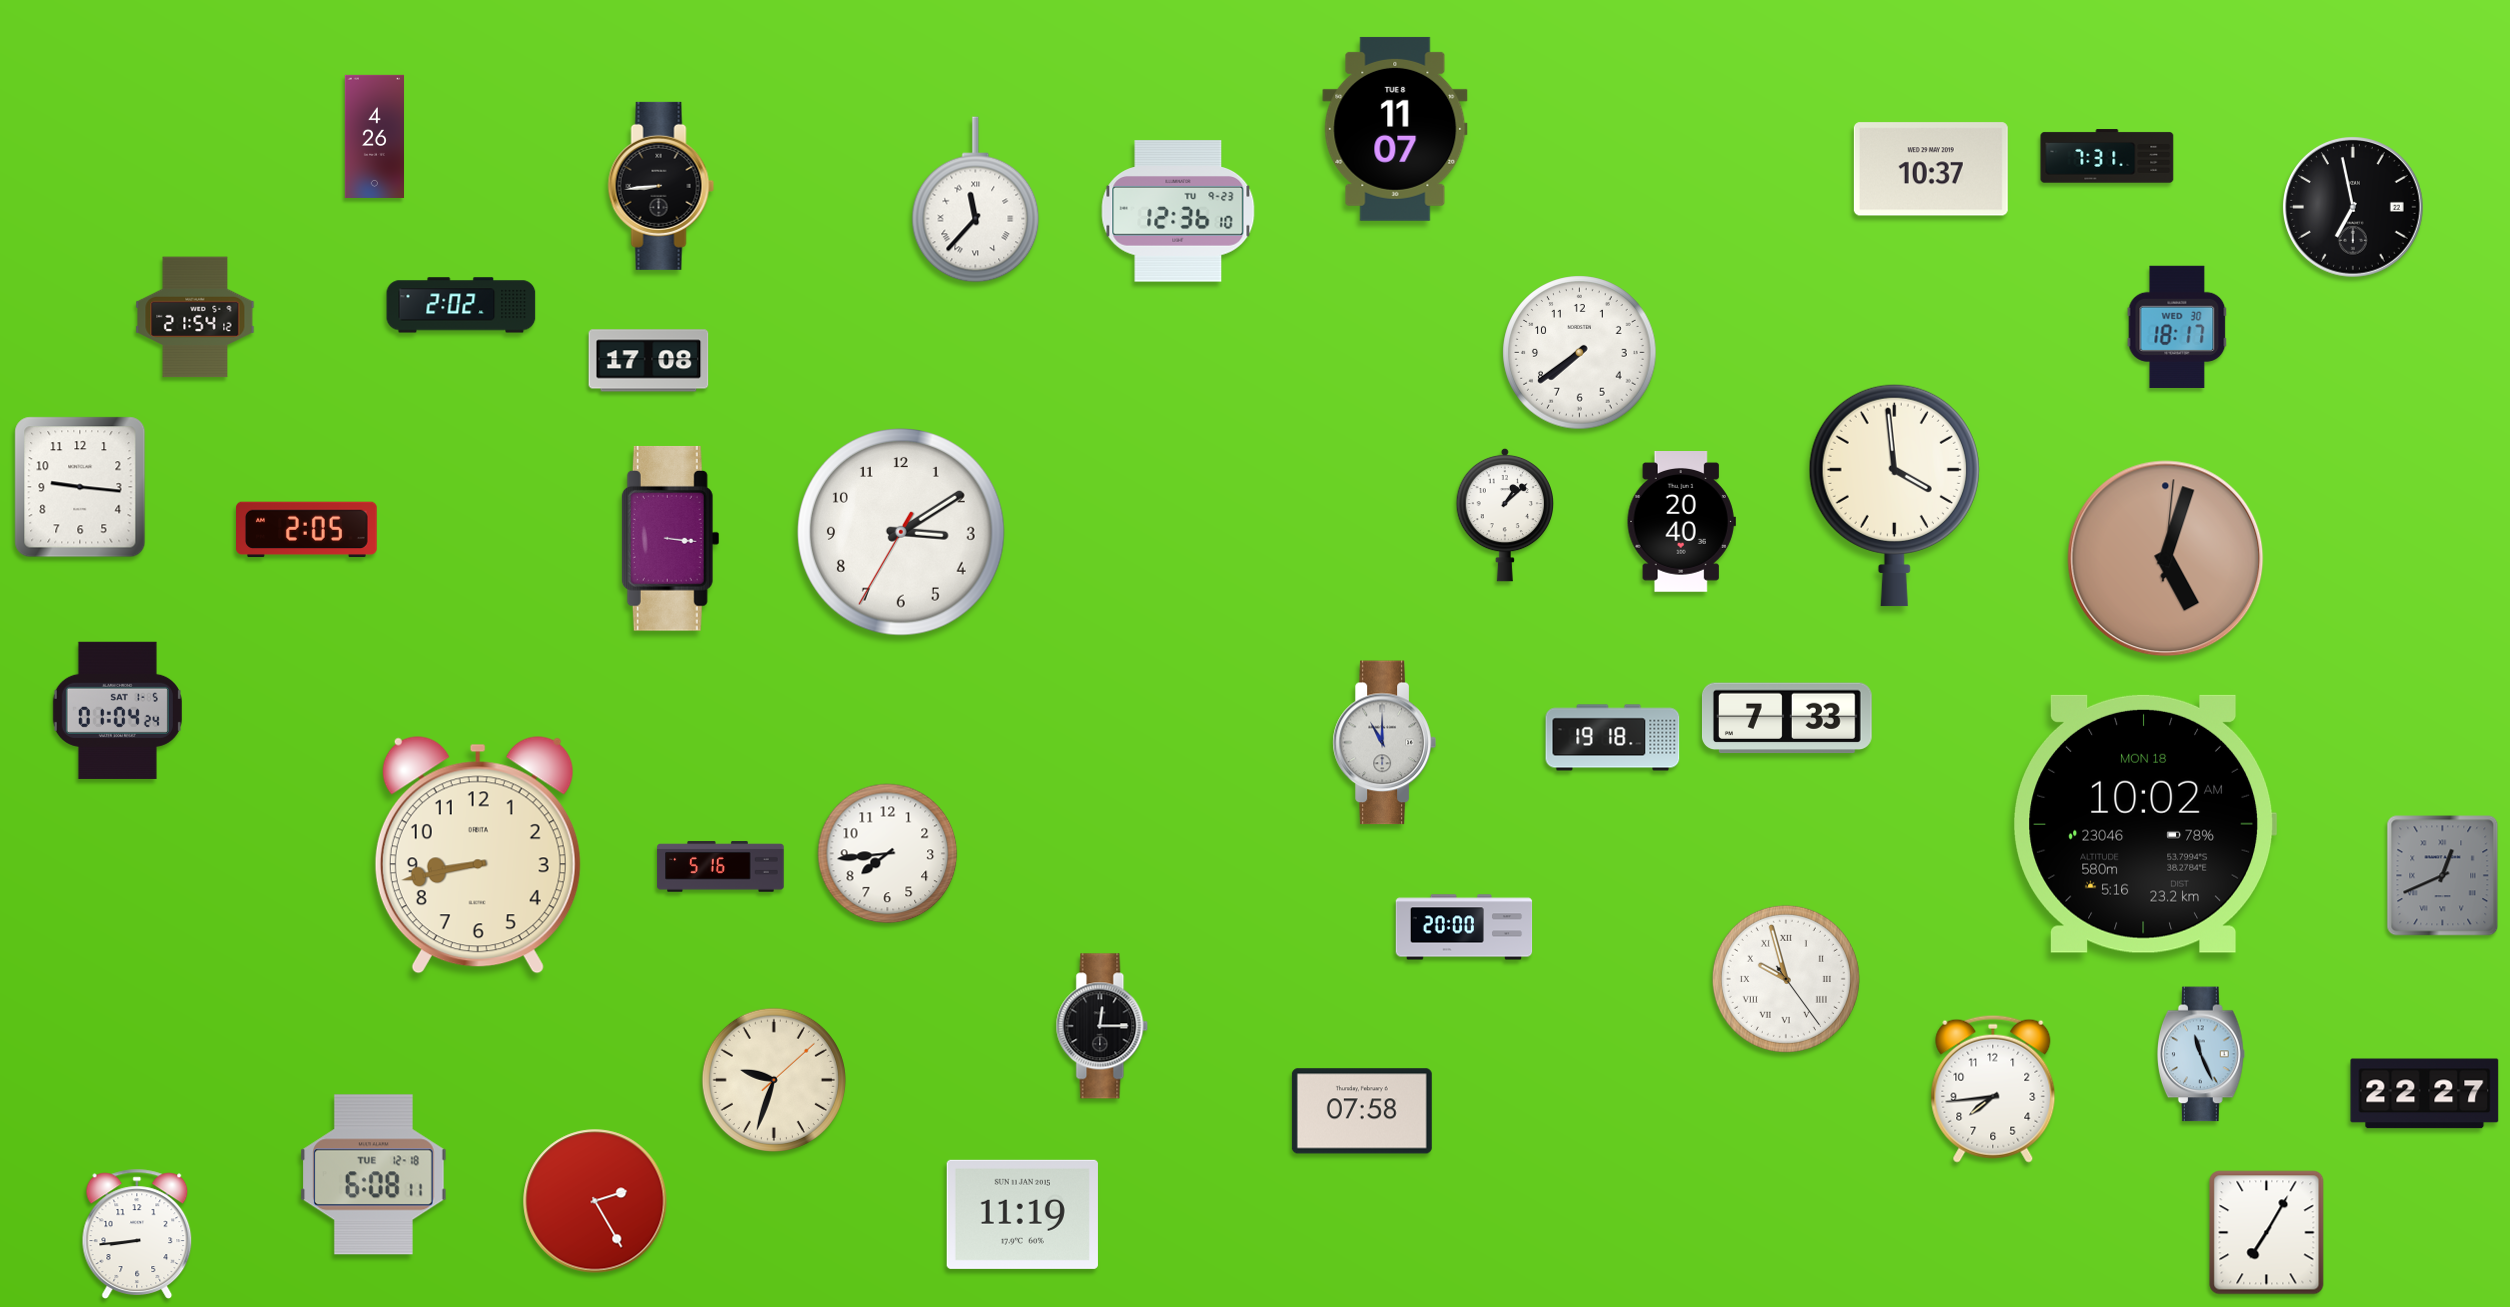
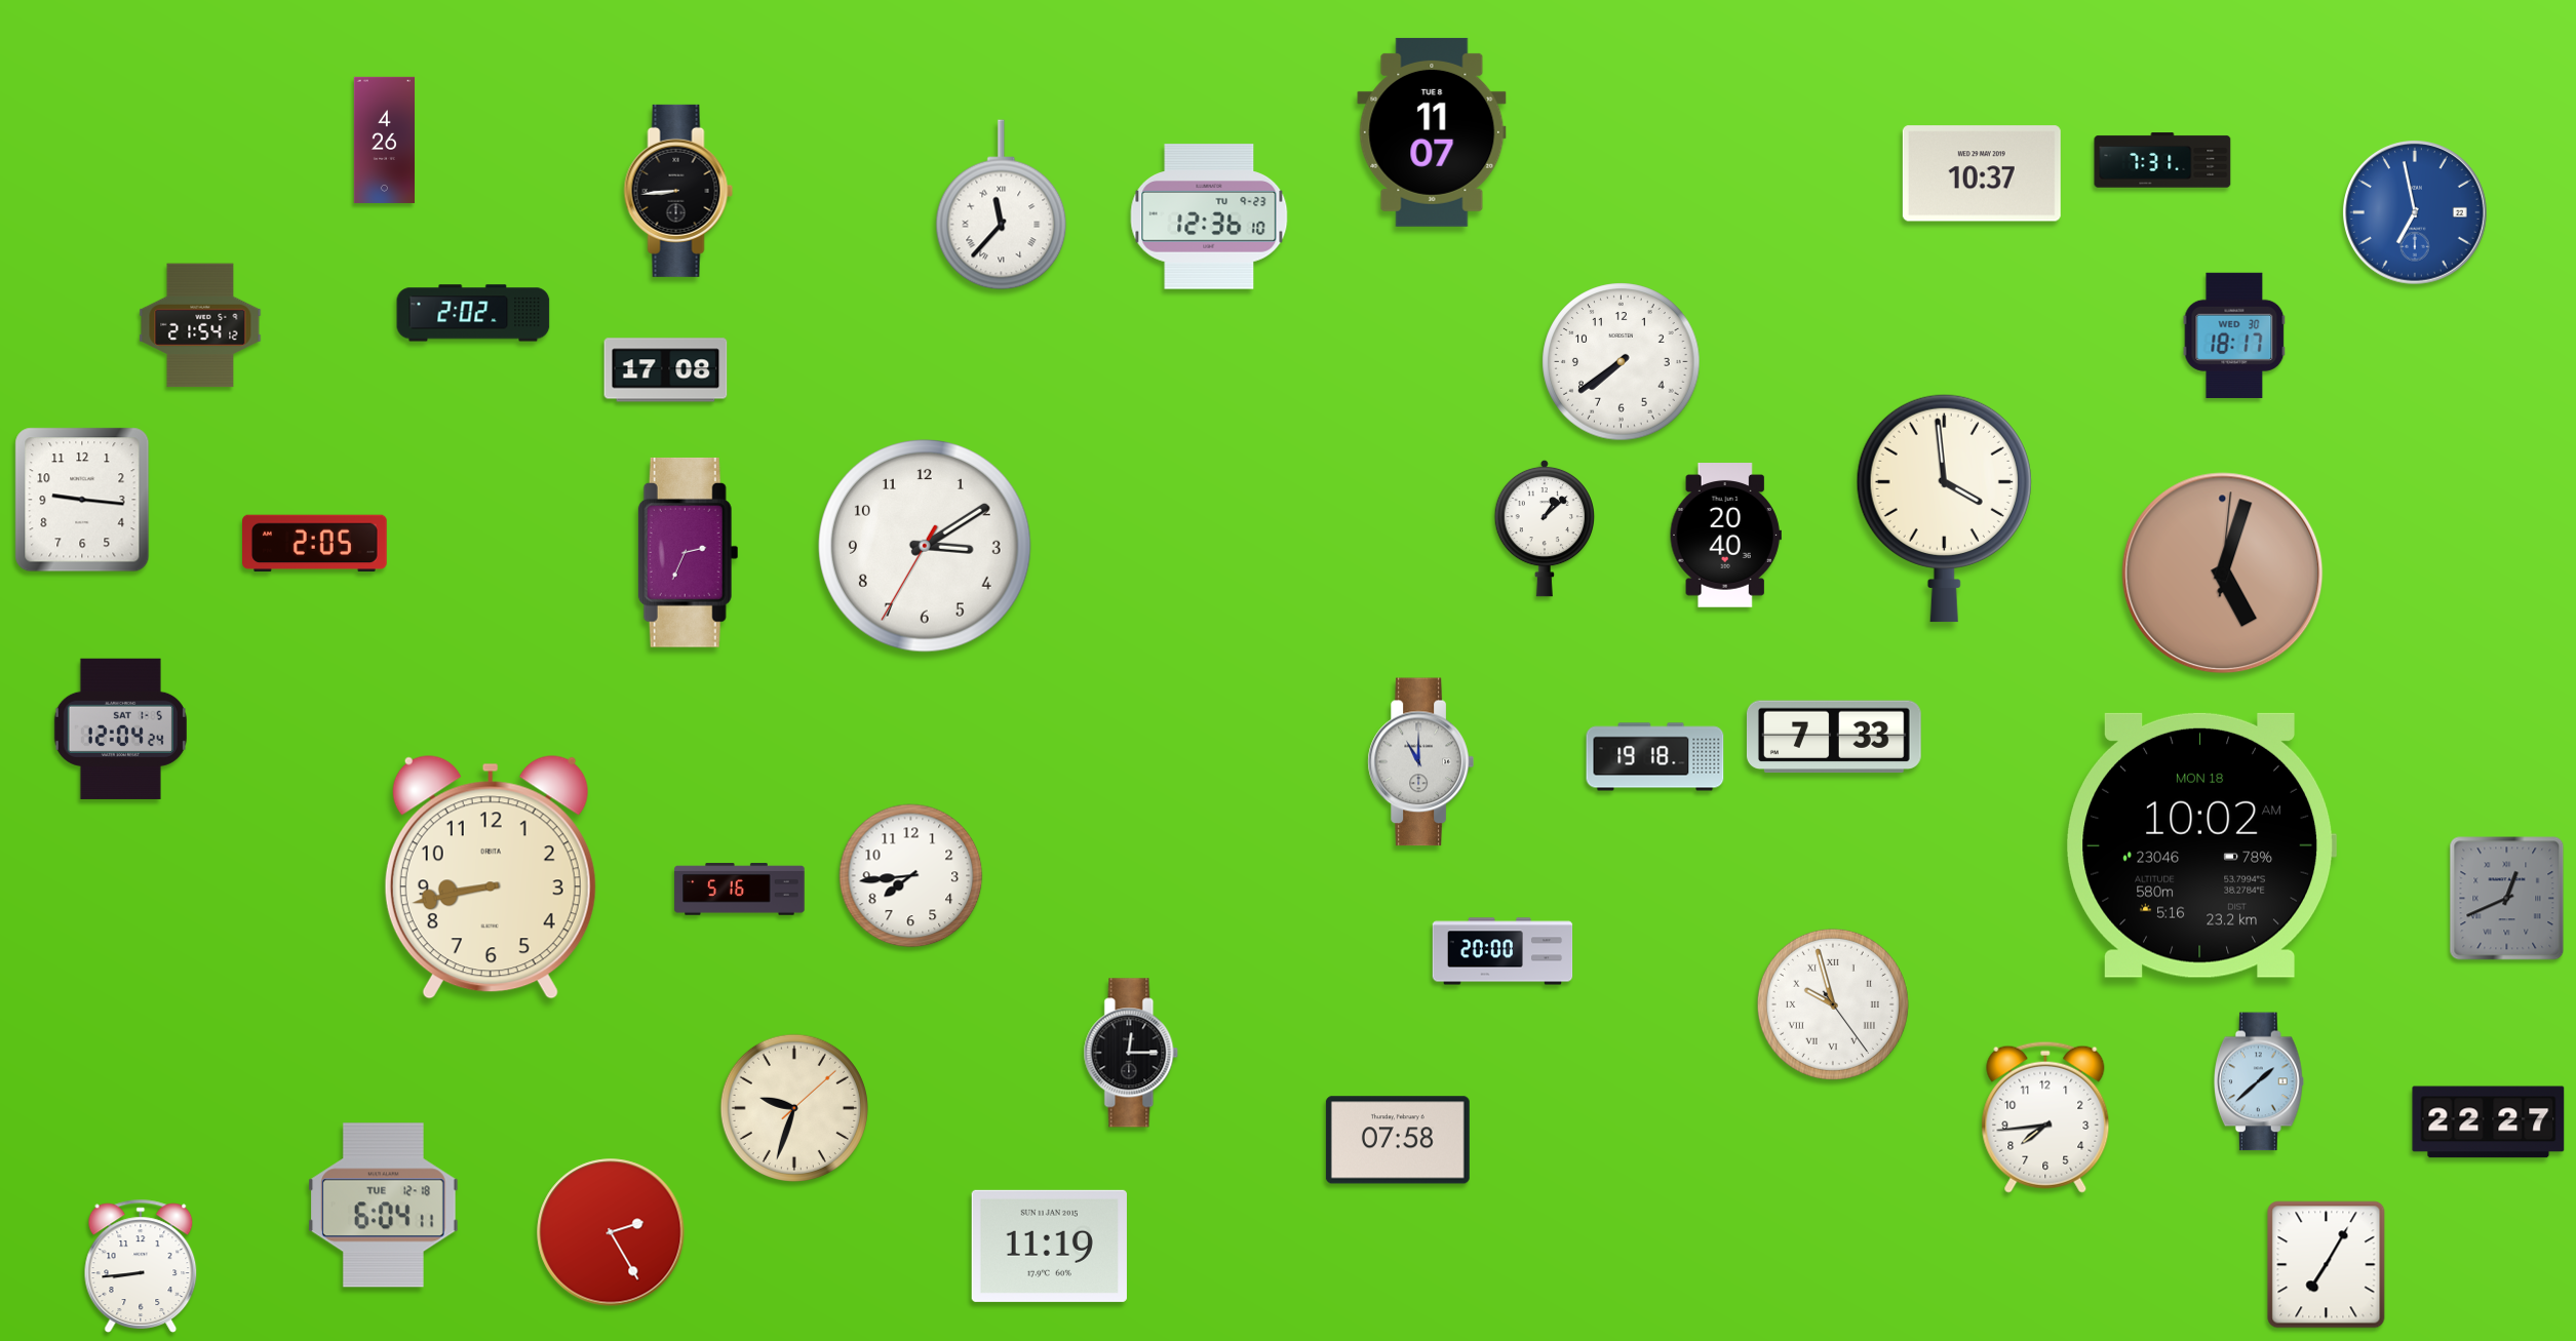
clock at (2354, 208) dial: black -> blue
clock at (670, 539): 3:16 -> 2:34
clock at (117, 710): 01:04 -> 12:04
clock at (2202, 1054): 11:26 -> 1:38
clock at (374, 1175): 6:08 -> 6:04
